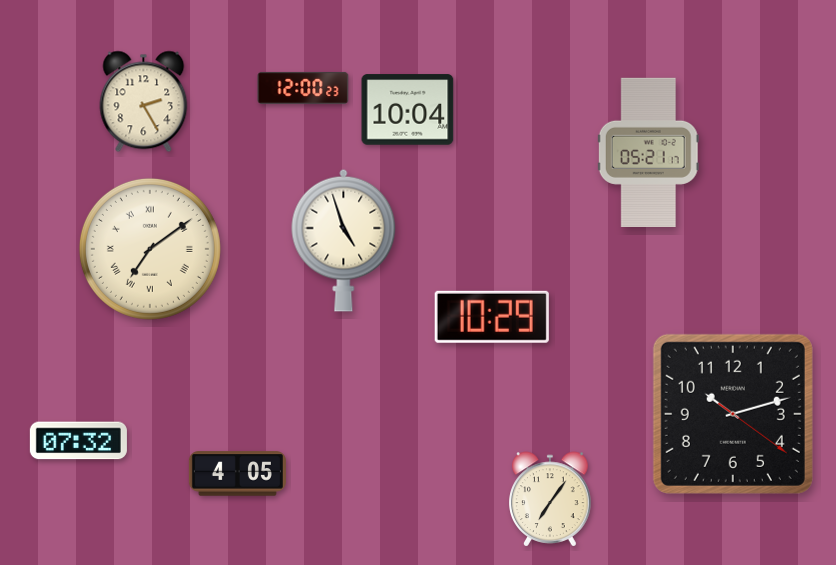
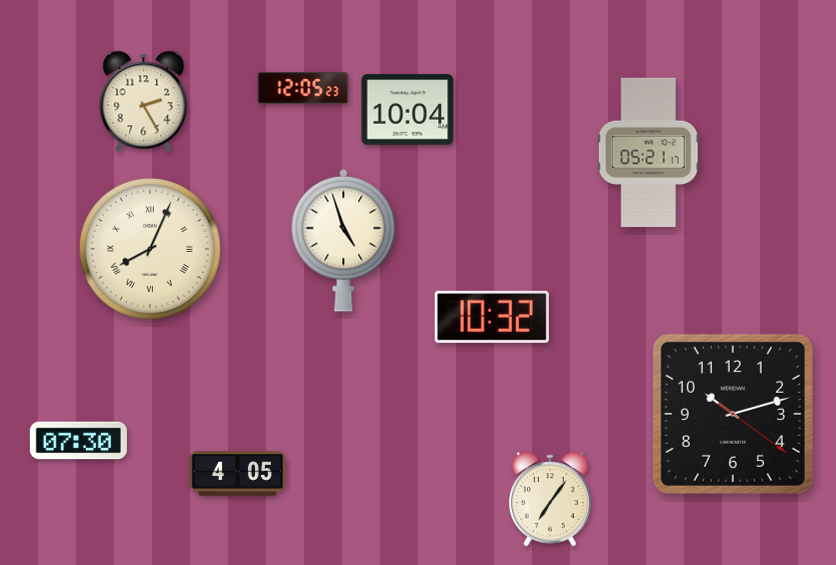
clock at (303, 88): 12:00 -> 12:05
clock at (150, 249): 7:09 -> 8:04
clock at (492, 317): 10:29 -> 10:32
clock at (78, 441): 07:32 -> 07:30
